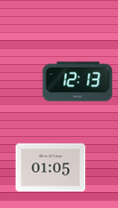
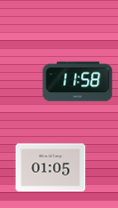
clock at (78, 82): 12:13 -> 11:58
